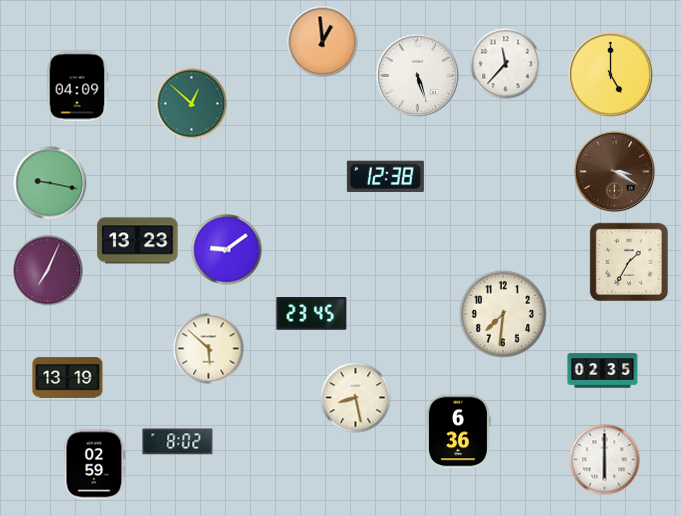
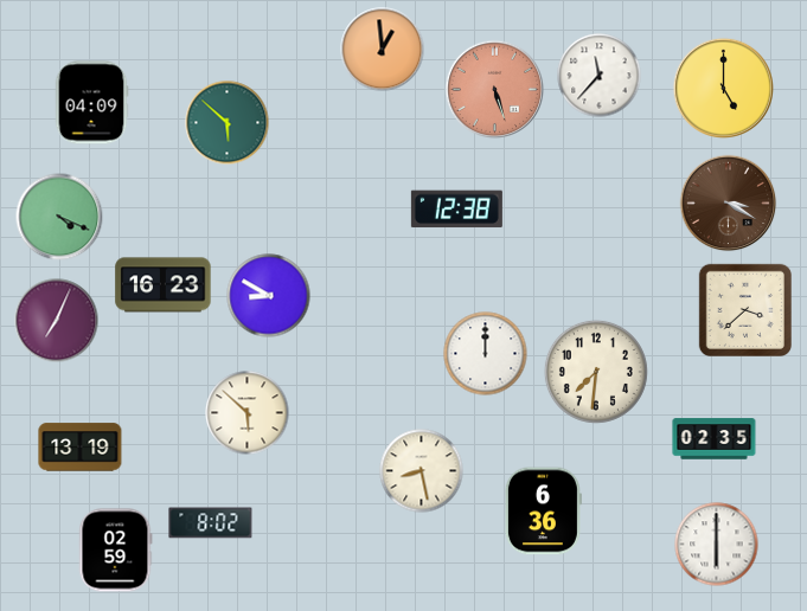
clock at (418, 76) dial: white -> salmon
clock at (192, 104): 12:52 -> 5:52
clock at (50, 183): 9:17 -> 4:19
clock at (138, 241): 13:23 -> 16:23
clock at (227, 250): 9:09 -> 8:50
clock at (628, 261): 1:35 -> 3:38
clock at (486, 354): none -> 12:00
clock at (312, 314): 23:45 -> none
clock at (95, 465) position: (95, 465) -> (116, 551)
